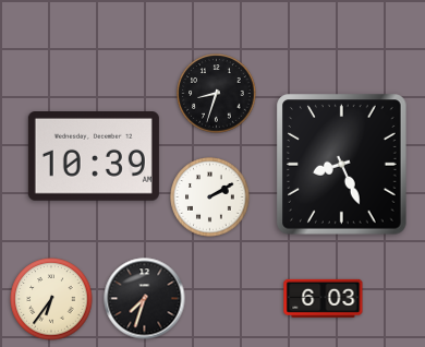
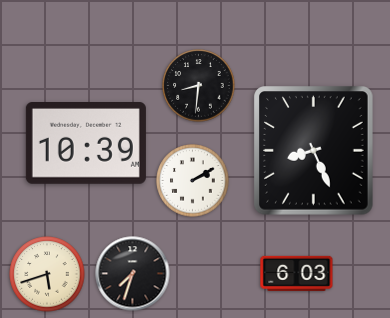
clock at (217, 94): 8:33 -> 8:31
clock at (51, 299): 6:36 -> 5:42
